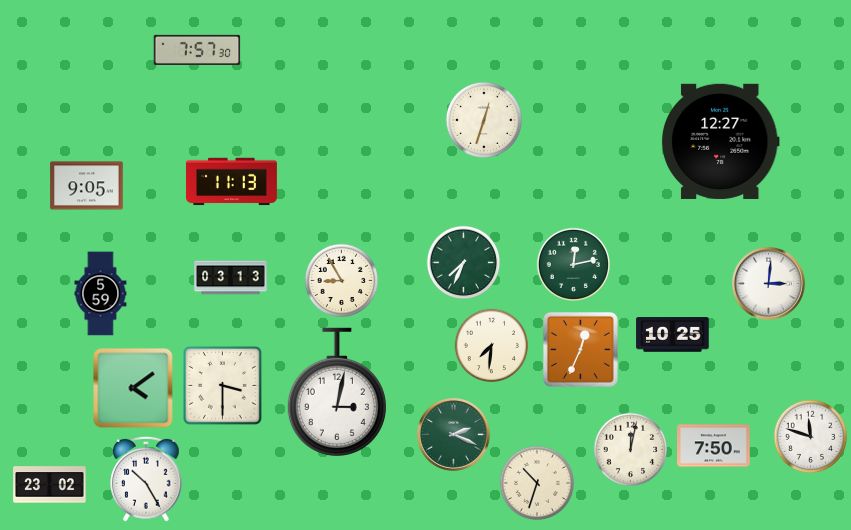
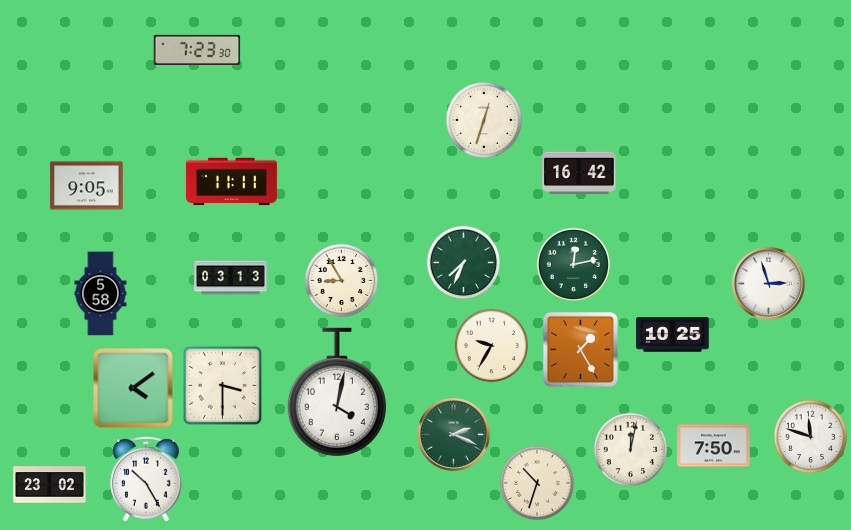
clock at (197, 50): 7:57 -> 7:23
clock at (720, 141): 12:27 -> none
clock at (579, 173): none -> 16:42
clock at (231, 182): 11:13 -> 11:11
clock at (769, 284): 3:01 -> 2:57
clock at (101, 294): 5:59 -> 5:58
clock at (492, 346): 7:31 -> 9:35
clock at (580, 349): 12:34 -> 1:25
clock at (337, 392): 3:02 -> 4:02
